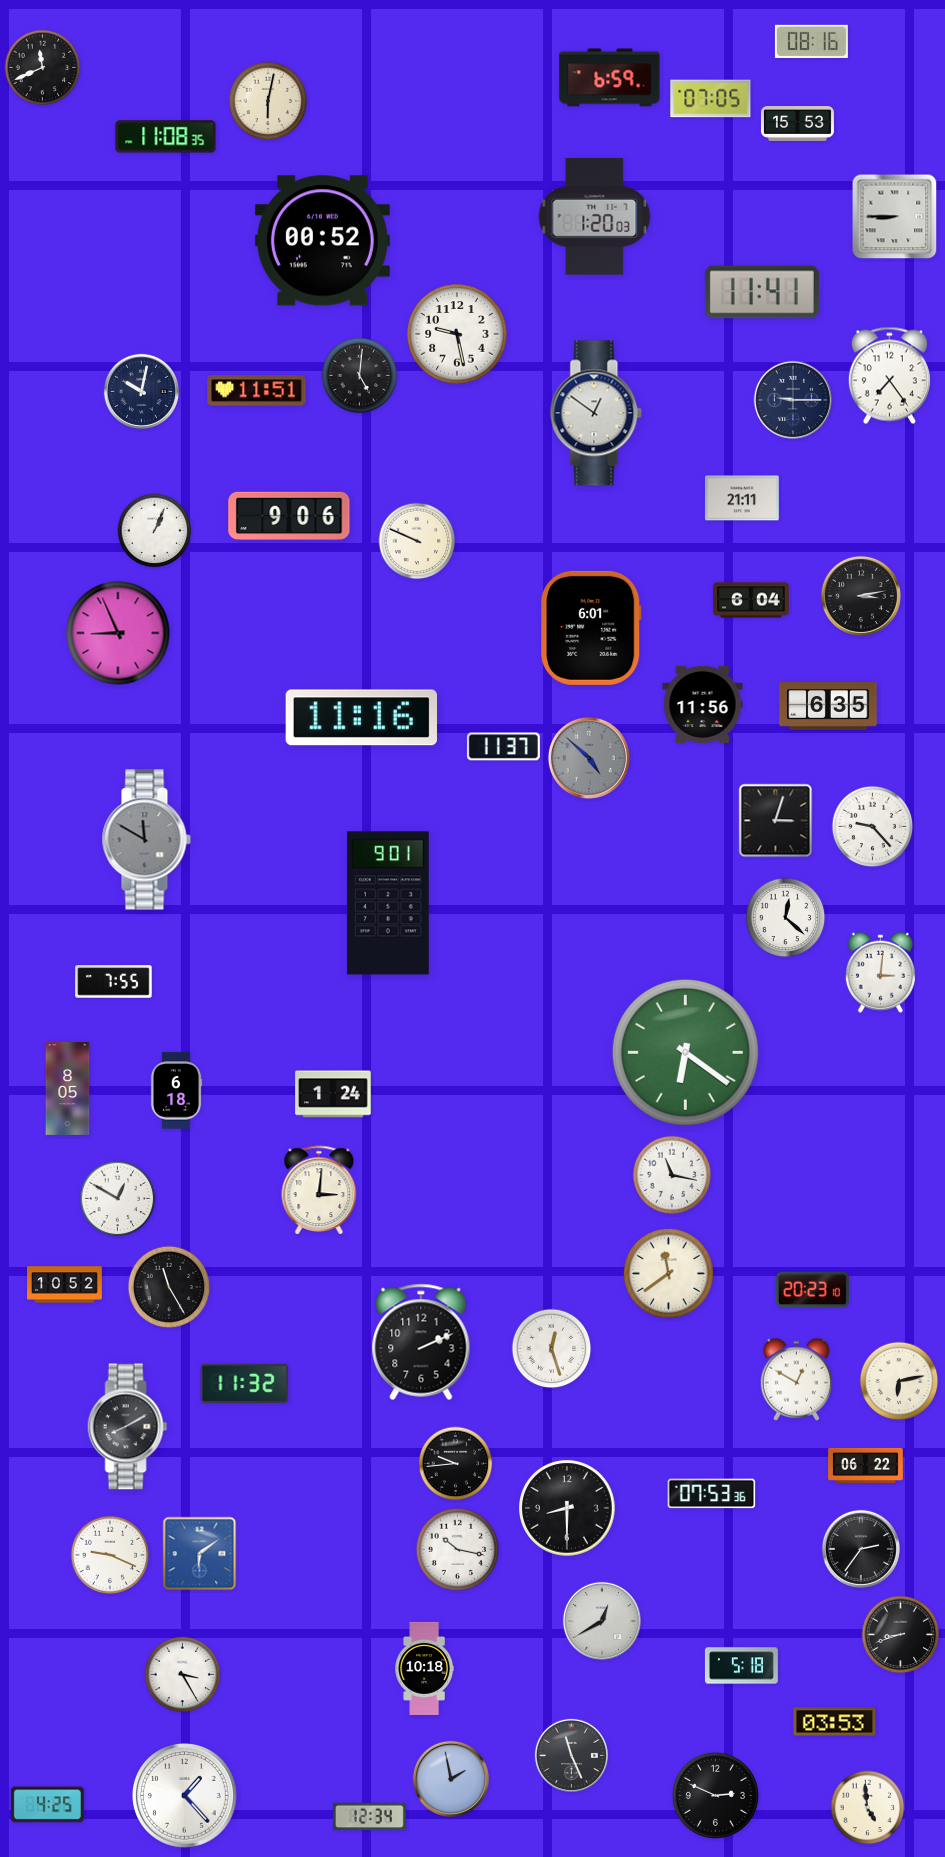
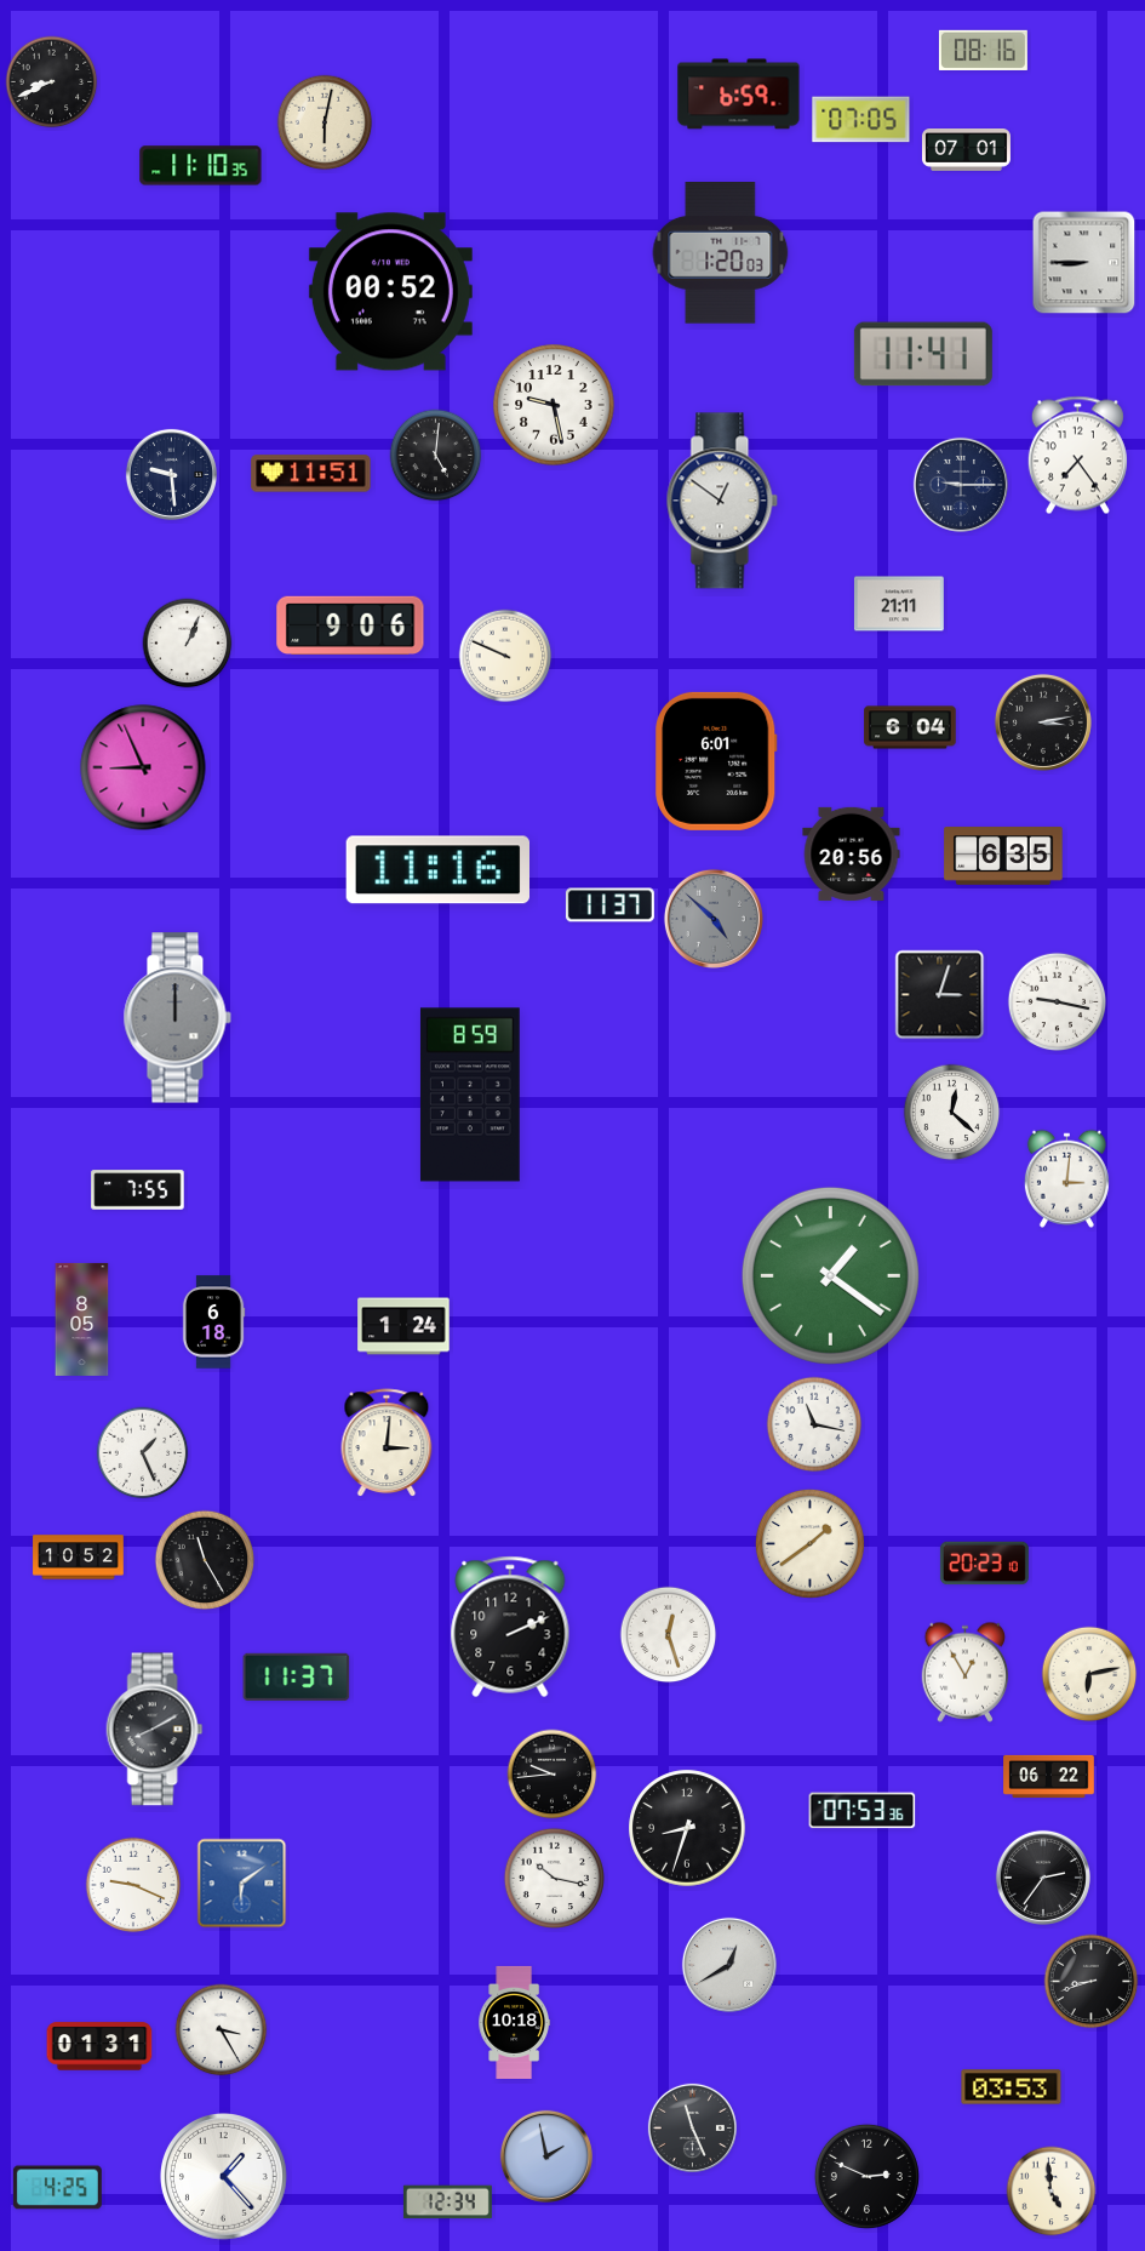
clock at (43, 68): 11:41 -> 8:41
clock at (797, 124): 15:53 -> 07:01
clock at (166, 137): 11:08 -> 11:10
clock at (595, 217) position: (595, 217) -> (721, 253)
clock at (141, 391): 10:02 -> 9:29
clock at (703, 704): 11:56 -> 20:56
clock at (873, 827): 9:23 -> 9:17
clock at (146, 840): 11:50 -> 12:00
clock at (388, 903): 9:01 -> 8:59
clock at (685, 1052): 6:21 -> 1:21
clock at (118, 1199): 12:50 -> 1:26
clock at (668, 1273): 11:39 -> 1:39
clock at (797, 1379): 12:50 -> 12:55
clock at (245, 1383): 11:32 -> 11:37
clock at (567, 1508): 8:30 -> 8:33
clock at (741, 1666): 5:18 -> none
clock at (99, 2046): none -> 01:31
